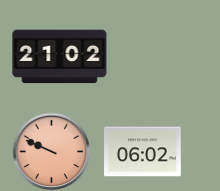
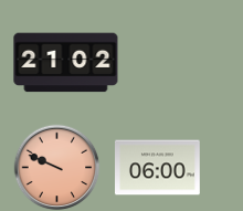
clock at (143, 152): 06:02 -> 06:00
